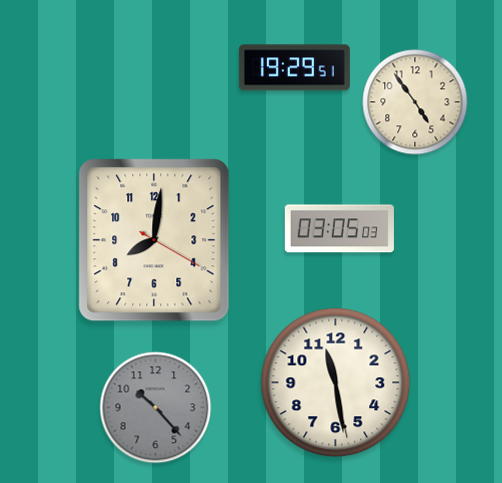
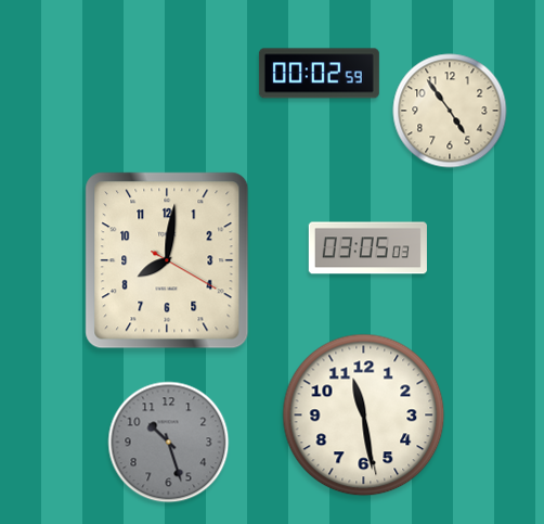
clock at (294, 68): 19:29 -> 00:02
clock at (156, 408): 10:23 -> 10:27
